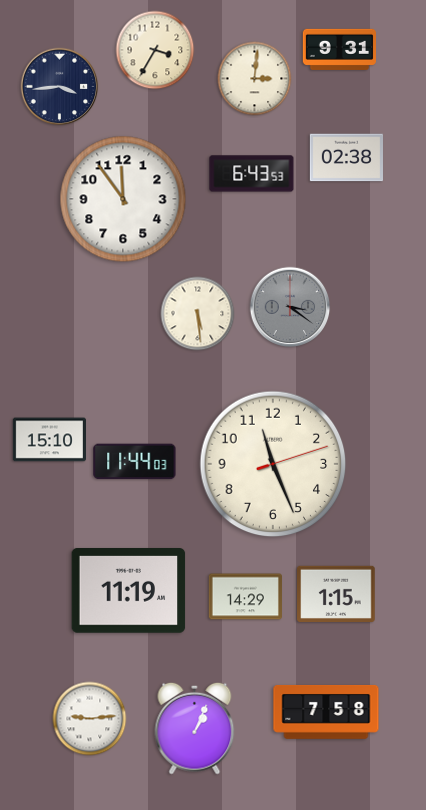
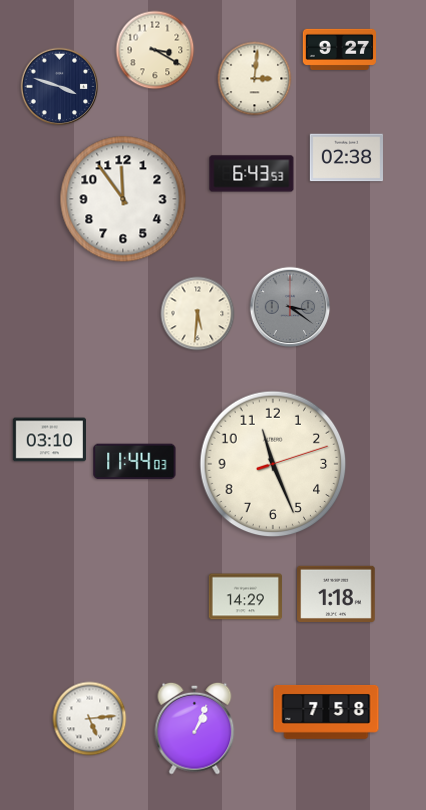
clock at (339, 49): 9:31 -> 9:27
clock at (155, 50): 3:35 -> 3:20
clock at (60, 87): 3:44 -> 3:48
clock at (198, 314): 5:29 -> 5:31
clock at (49, 440): 15:10 -> 03:10
clock at (129, 591): 11:19 -> none
clock at (336, 593): 1:15 -> 1:18
clock at (90, 719): 9:14 -> 5:14
